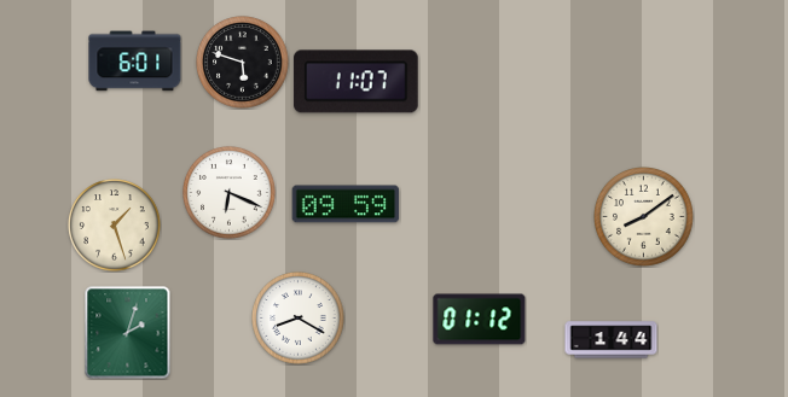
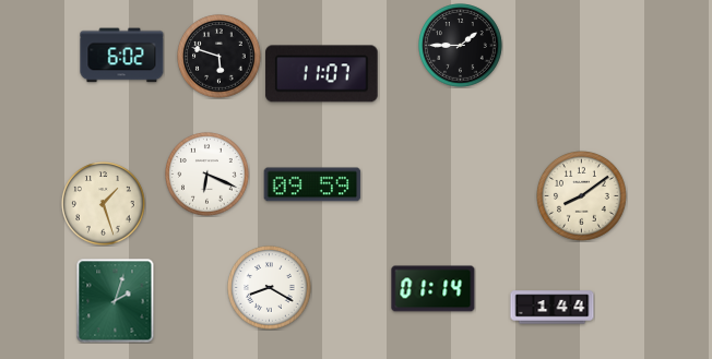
clock at (461, 46): none -> 1:45
clock at (135, 62): 6:01 -> 6:02
clock at (480, 320): 01:12 -> 01:14
